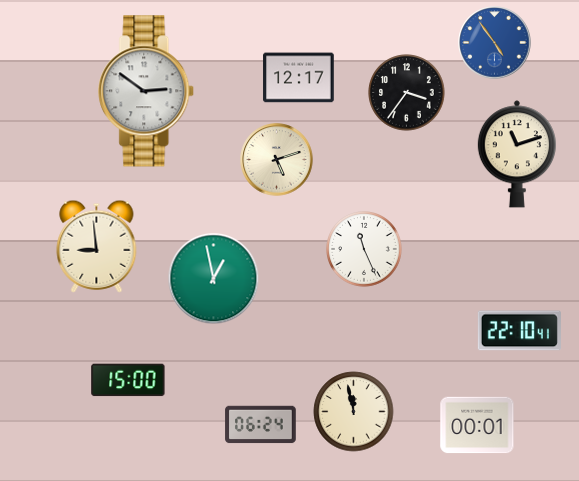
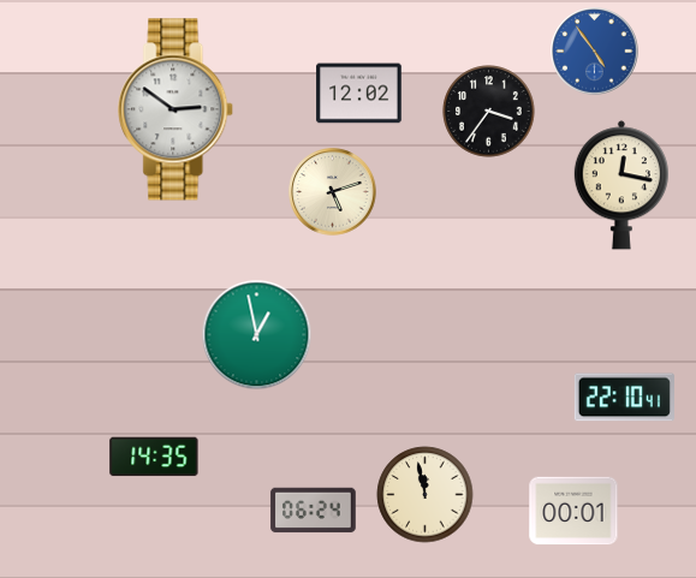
clock at (299, 78): 12:17 -> 12:02
clock at (516, 154): 11:12 -> 12:17
clock at (97, 246): 8:59 -> none
clock at (365, 250): 11:26 -> none
clock at (128, 380): 15:00 -> 14:35
